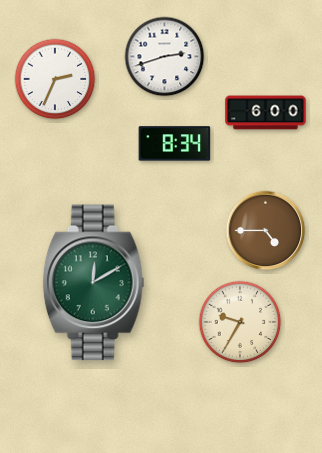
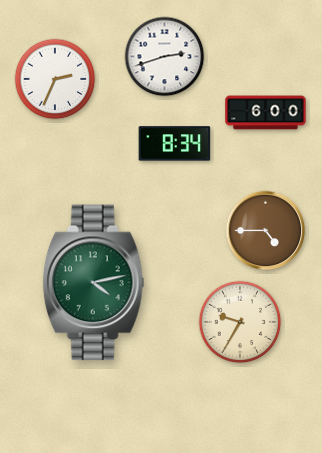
clock at (94, 283): 12:10 -> 4:13
